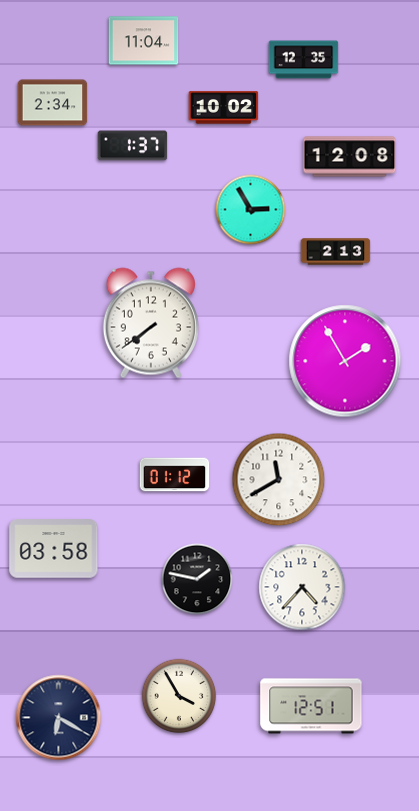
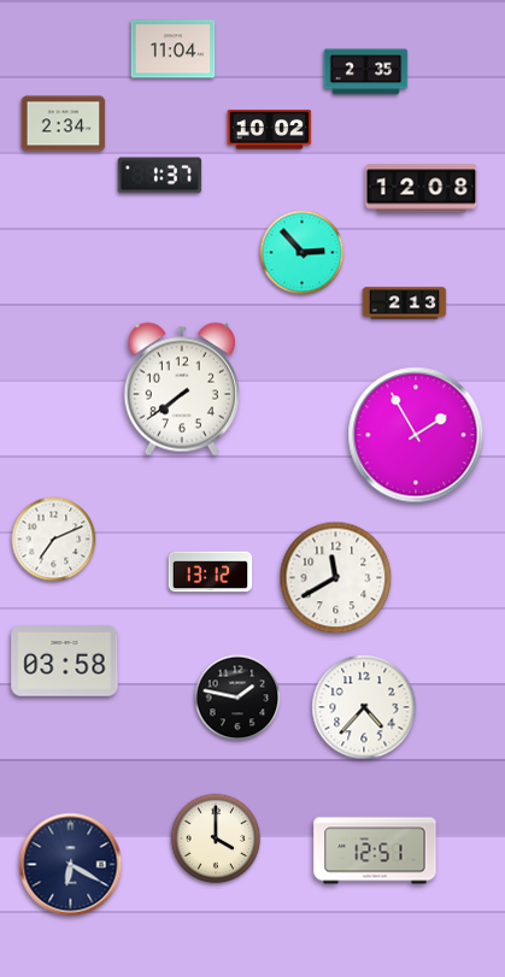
clock at (304, 60): 12:35 -> 2:35
clock at (251, 210): 2:55 -> 2:53
clock at (54, 540): none -> 7:11
clock at (175, 475): 01:12 -> 13:12
clock at (179, 696): 3:55 -> 4:00
